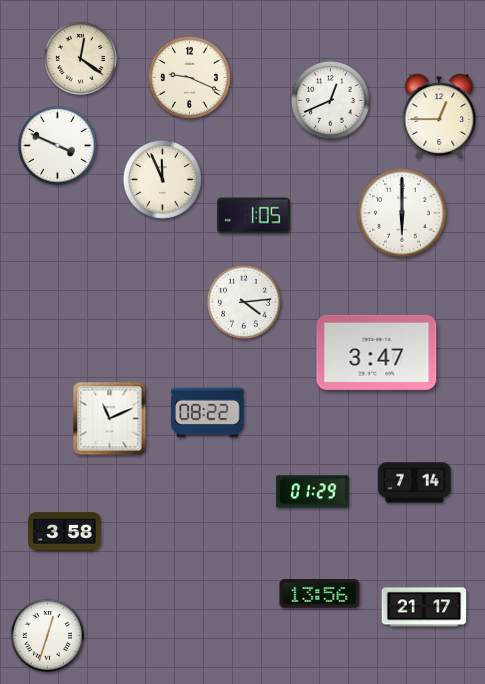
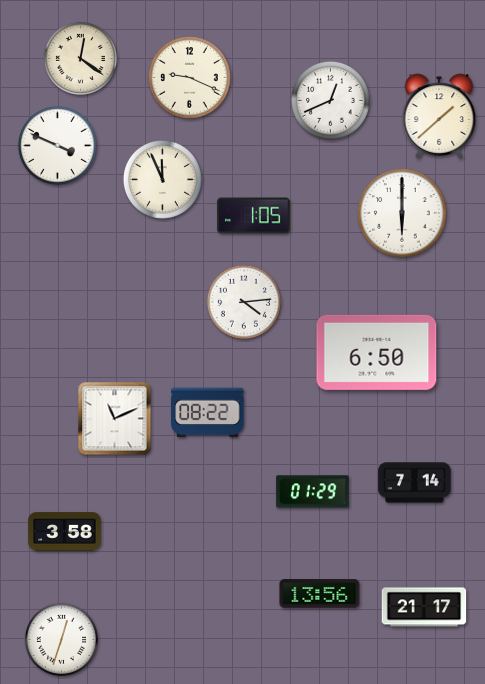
clock at (439, 116): 12:45 -> 1:38
clock at (377, 352): 3:47 -> 6:50
clock at (110, 419) position: (110, 419) -> (115, 419)
clock at (47, 635) position: (47, 635) -> (61, 639)
